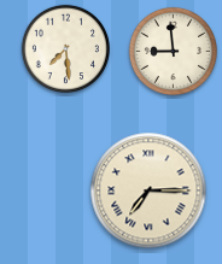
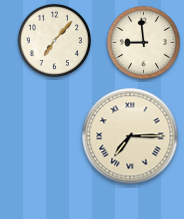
clock at (65, 48): 7:29 -> 7:07
clock at (148, 190) position: (148, 190) -> (130, 136)
